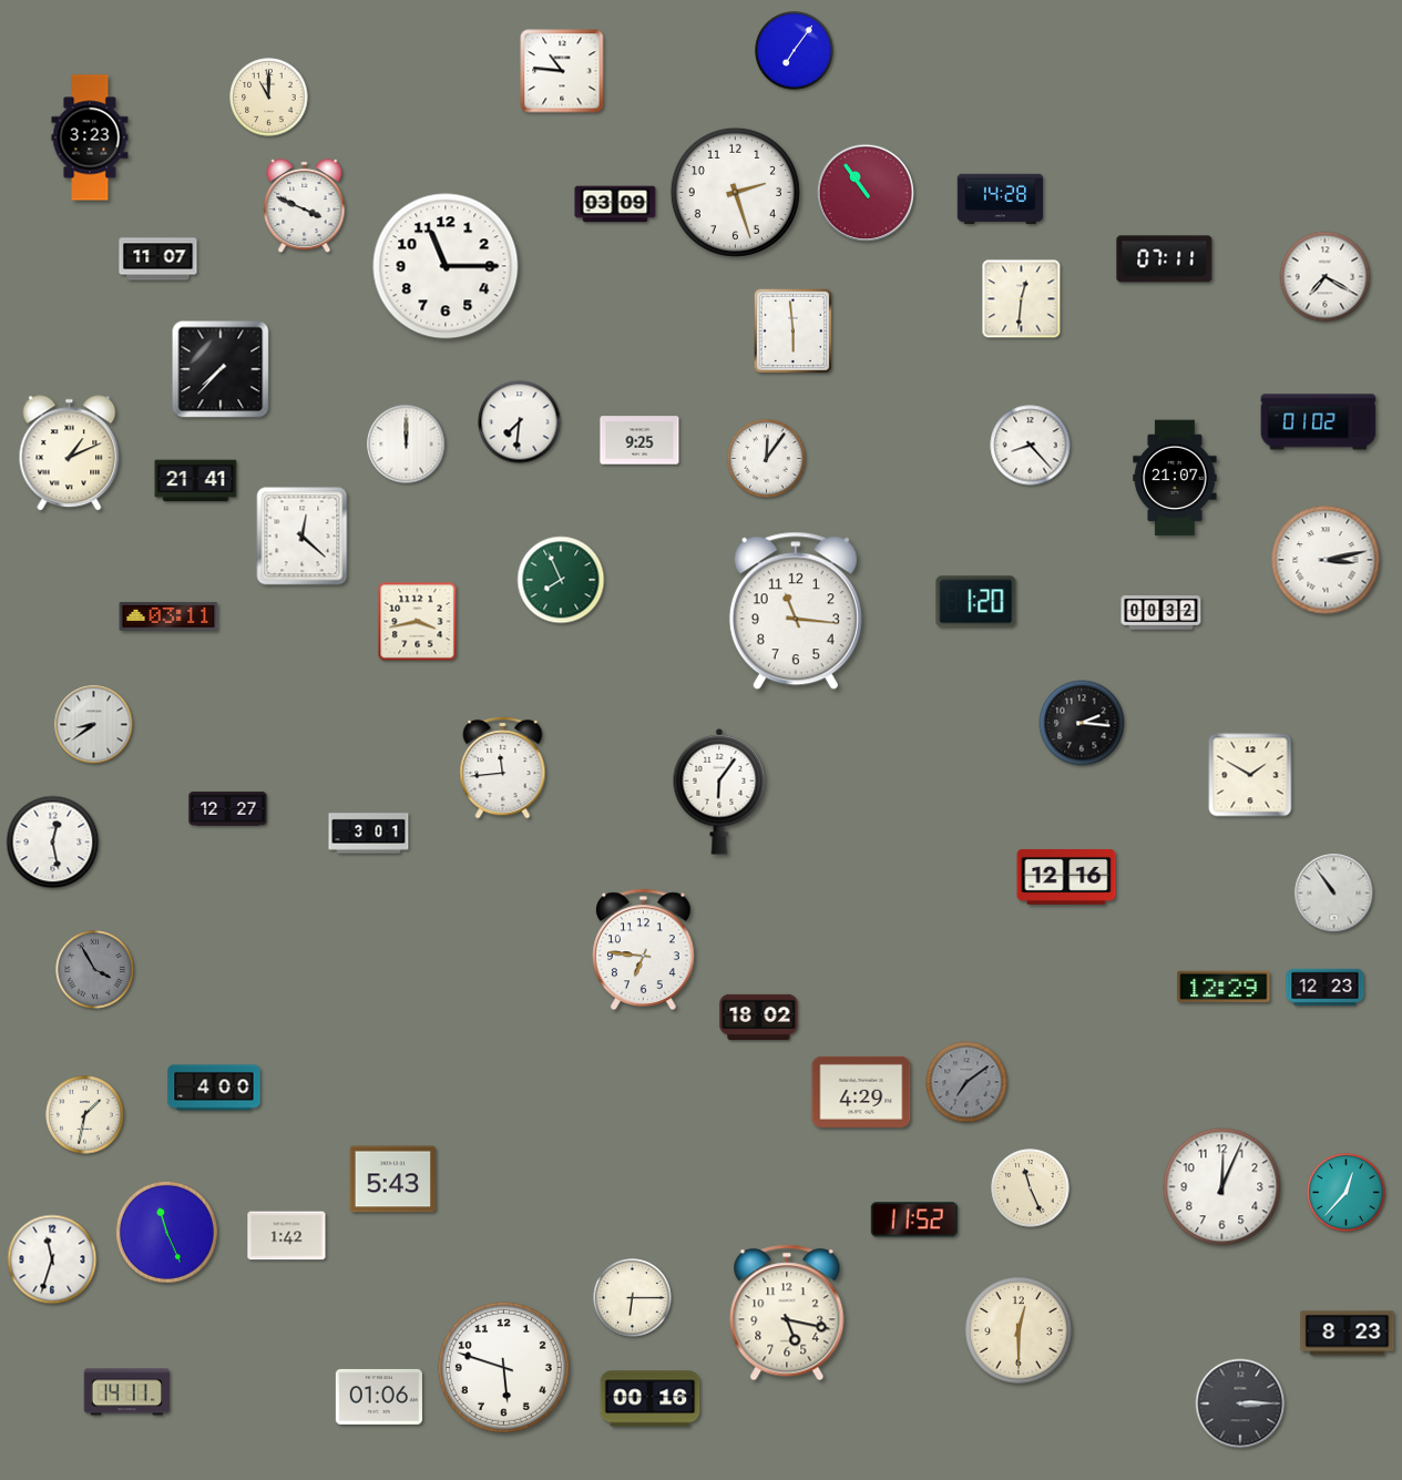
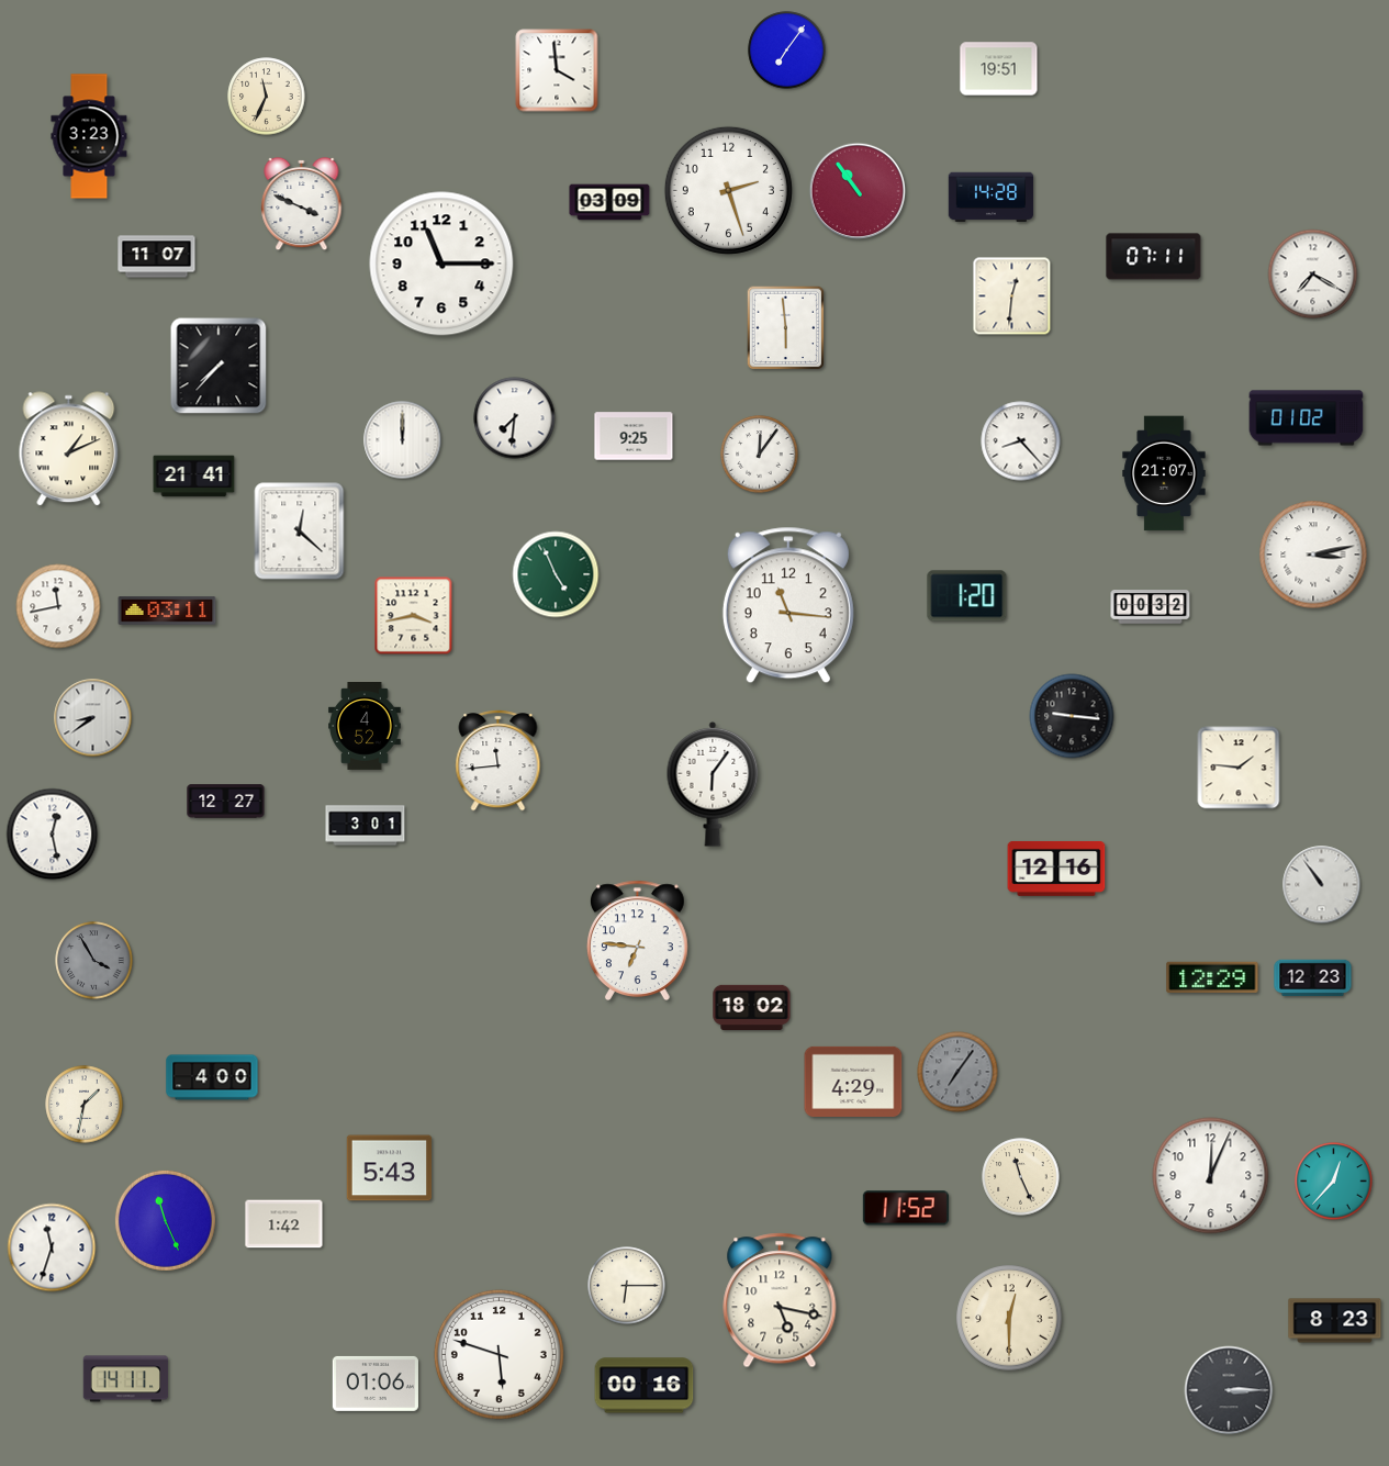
clock at (999, 69): none -> 19:51
clock at (562, 71): 10:46 -> 3:59
clock at (269, 98): 11:00 -> 11:34
clock at (561, 580): 7:56 -> 4:56
clock at (58, 606): none -> 11:43
clock at (1082, 723): 2:16 -> 9:16
clock at (365, 727): none -> 4:52
clock at (1250, 775): 1:50 -> 1:46
clock at (966, 1082): 7:09 -> 7:06
